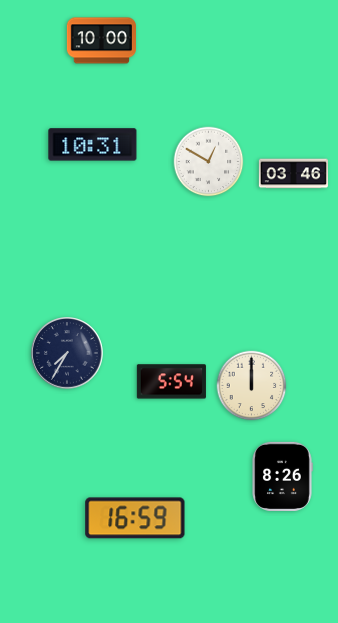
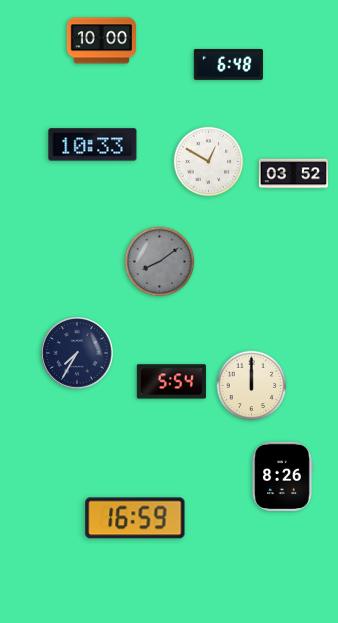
clock at (228, 64): none -> 6:48
clock at (93, 145): 10:31 -> 10:33
clock at (293, 174): 03:46 -> 03:52
clock at (160, 262): none -> 8:09
clock at (67, 353) position: (67, 353) -> (77, 353)
